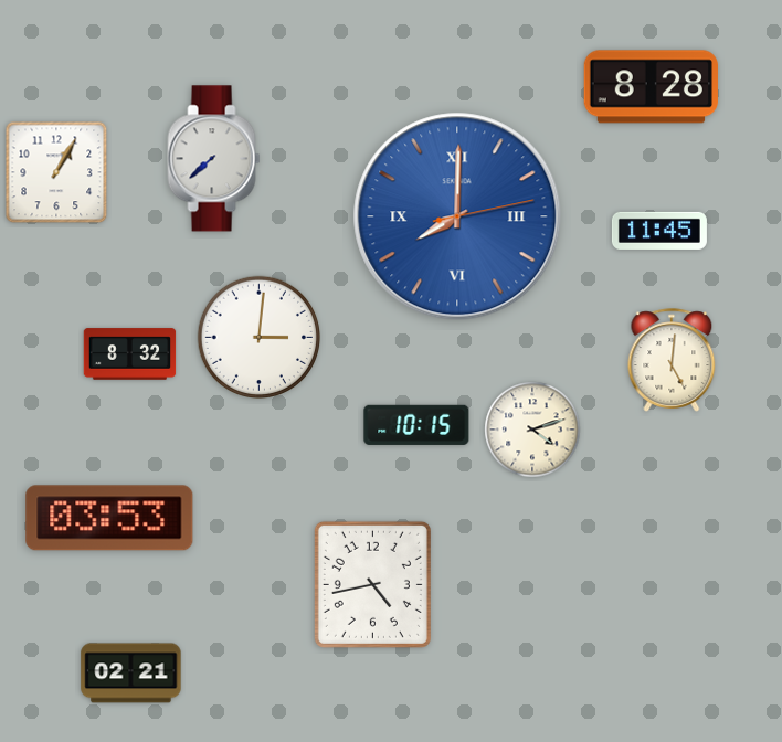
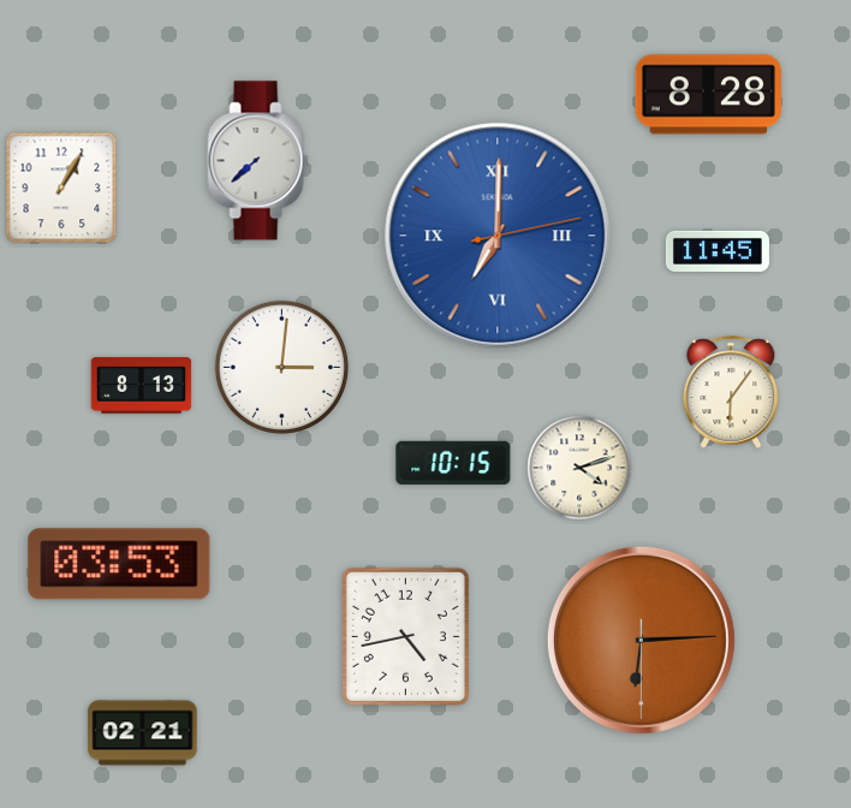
clock at (214, 159) position: (214, 159) -> (258, 161)
clock at (457, 216): 8:00 -> 7:00
clock at (130, 354): 8:32 -> 8:13
clock at (672, 360): 5:01 -> 6:06
clock at (641, 640): none -> 6:14
